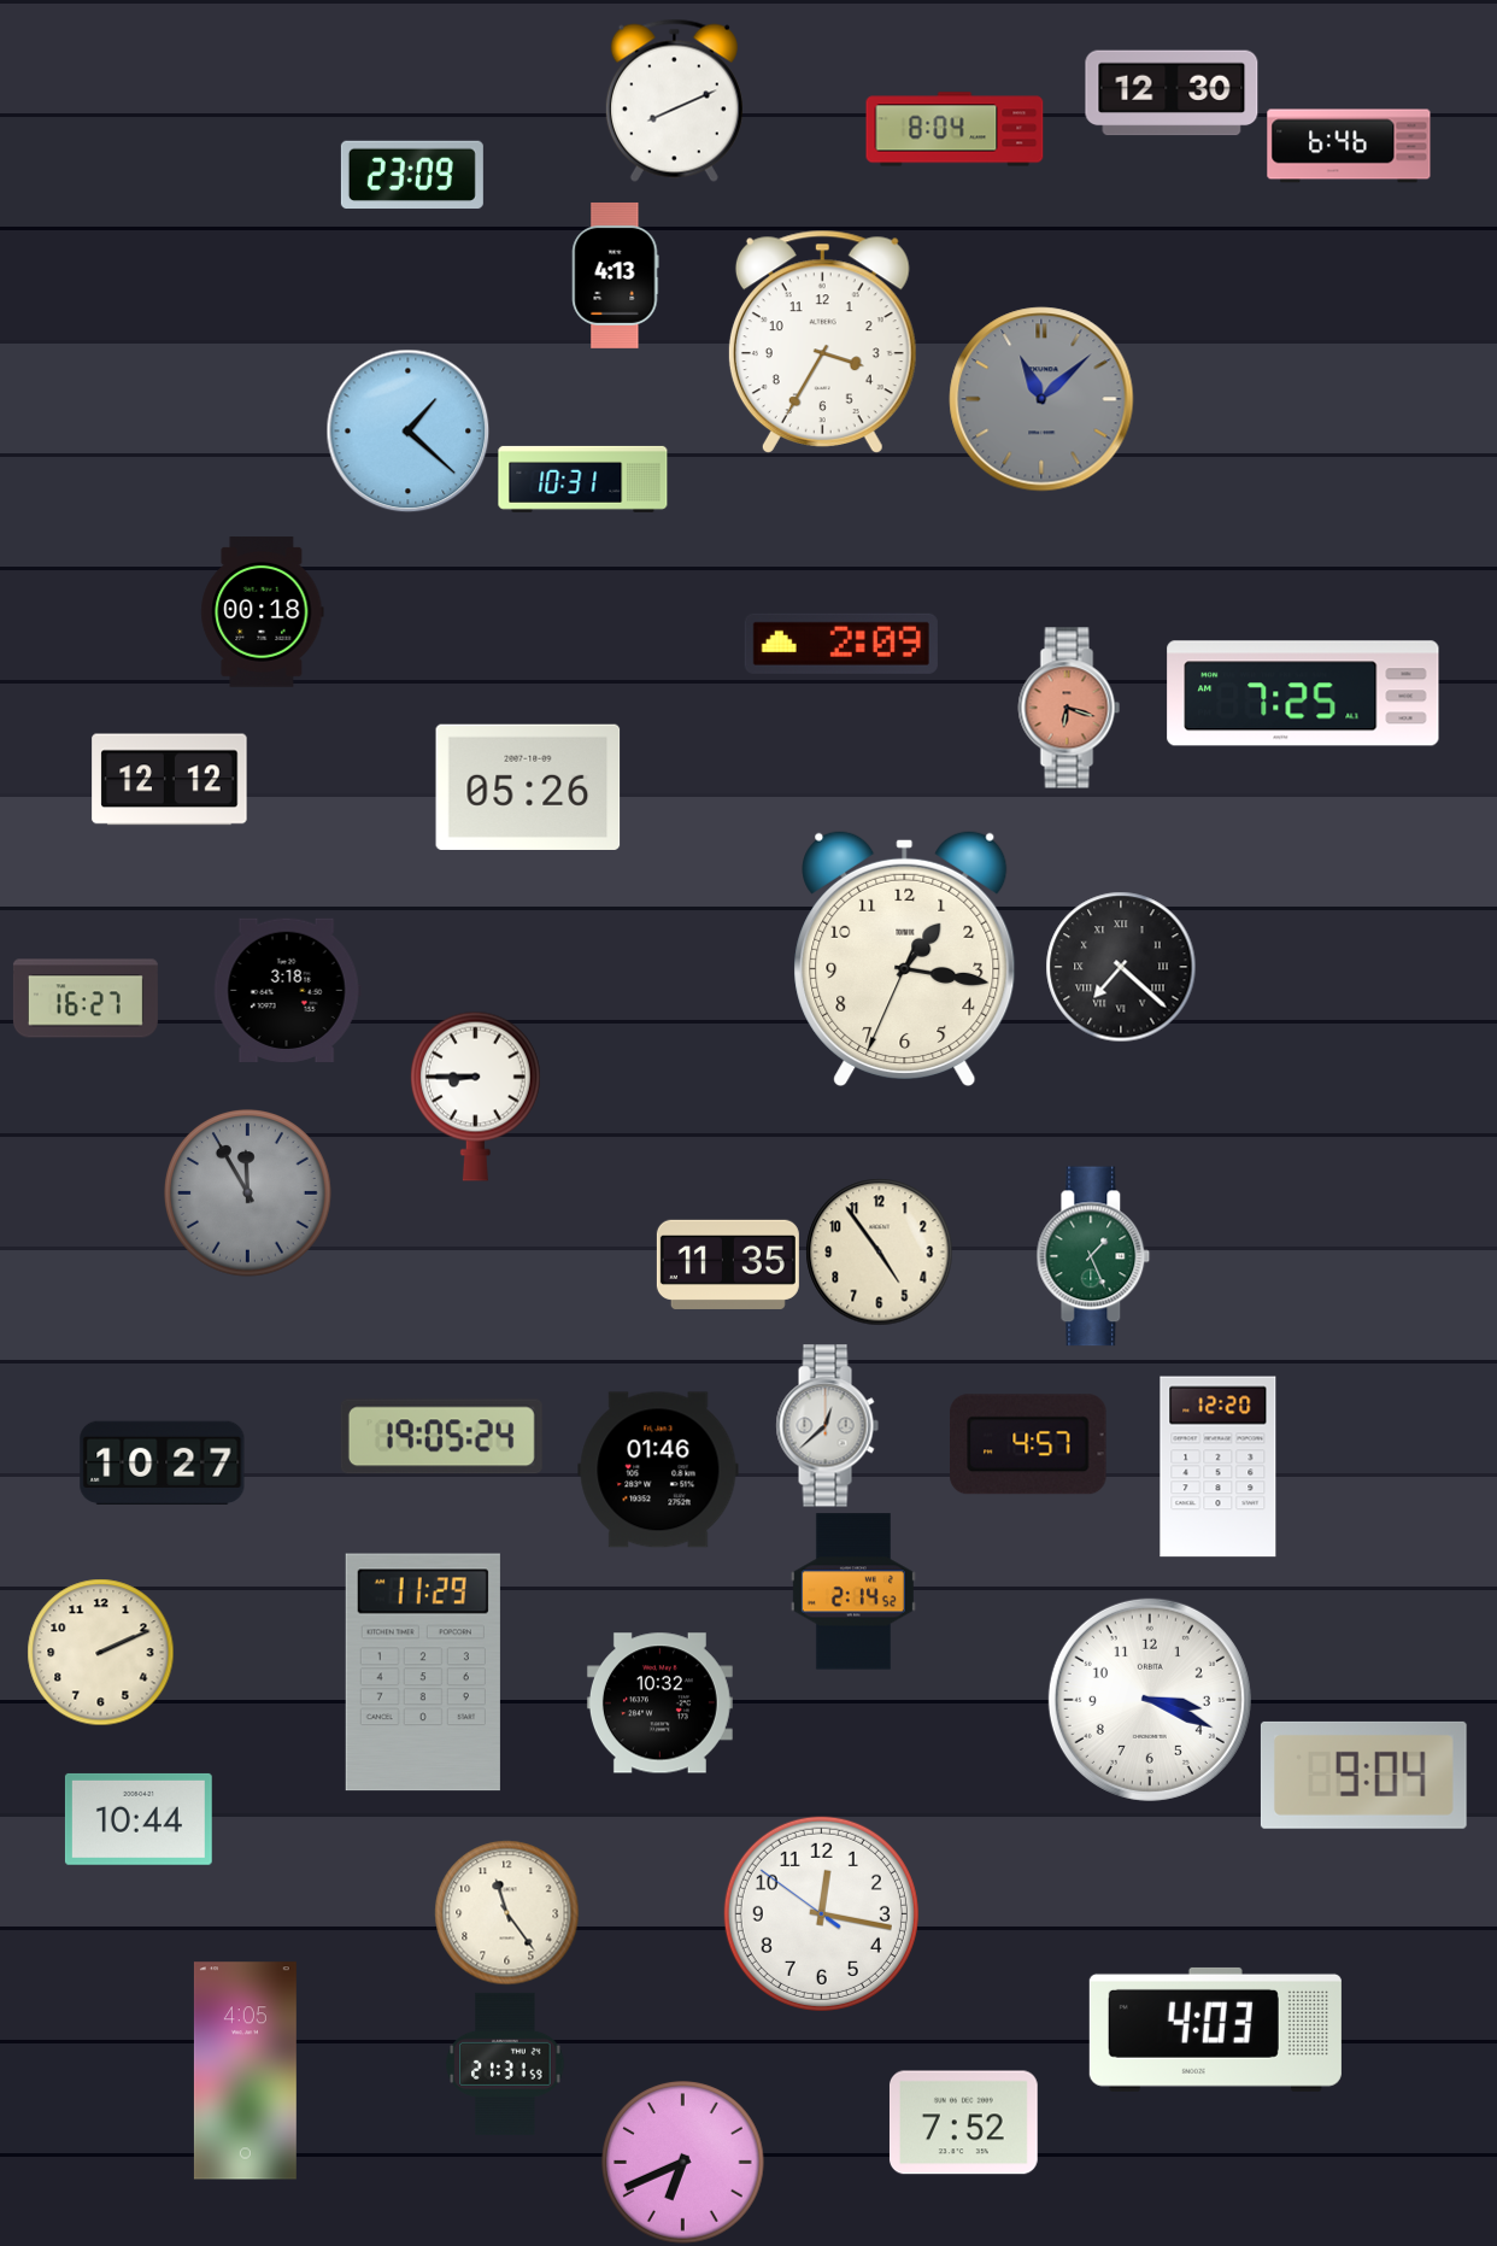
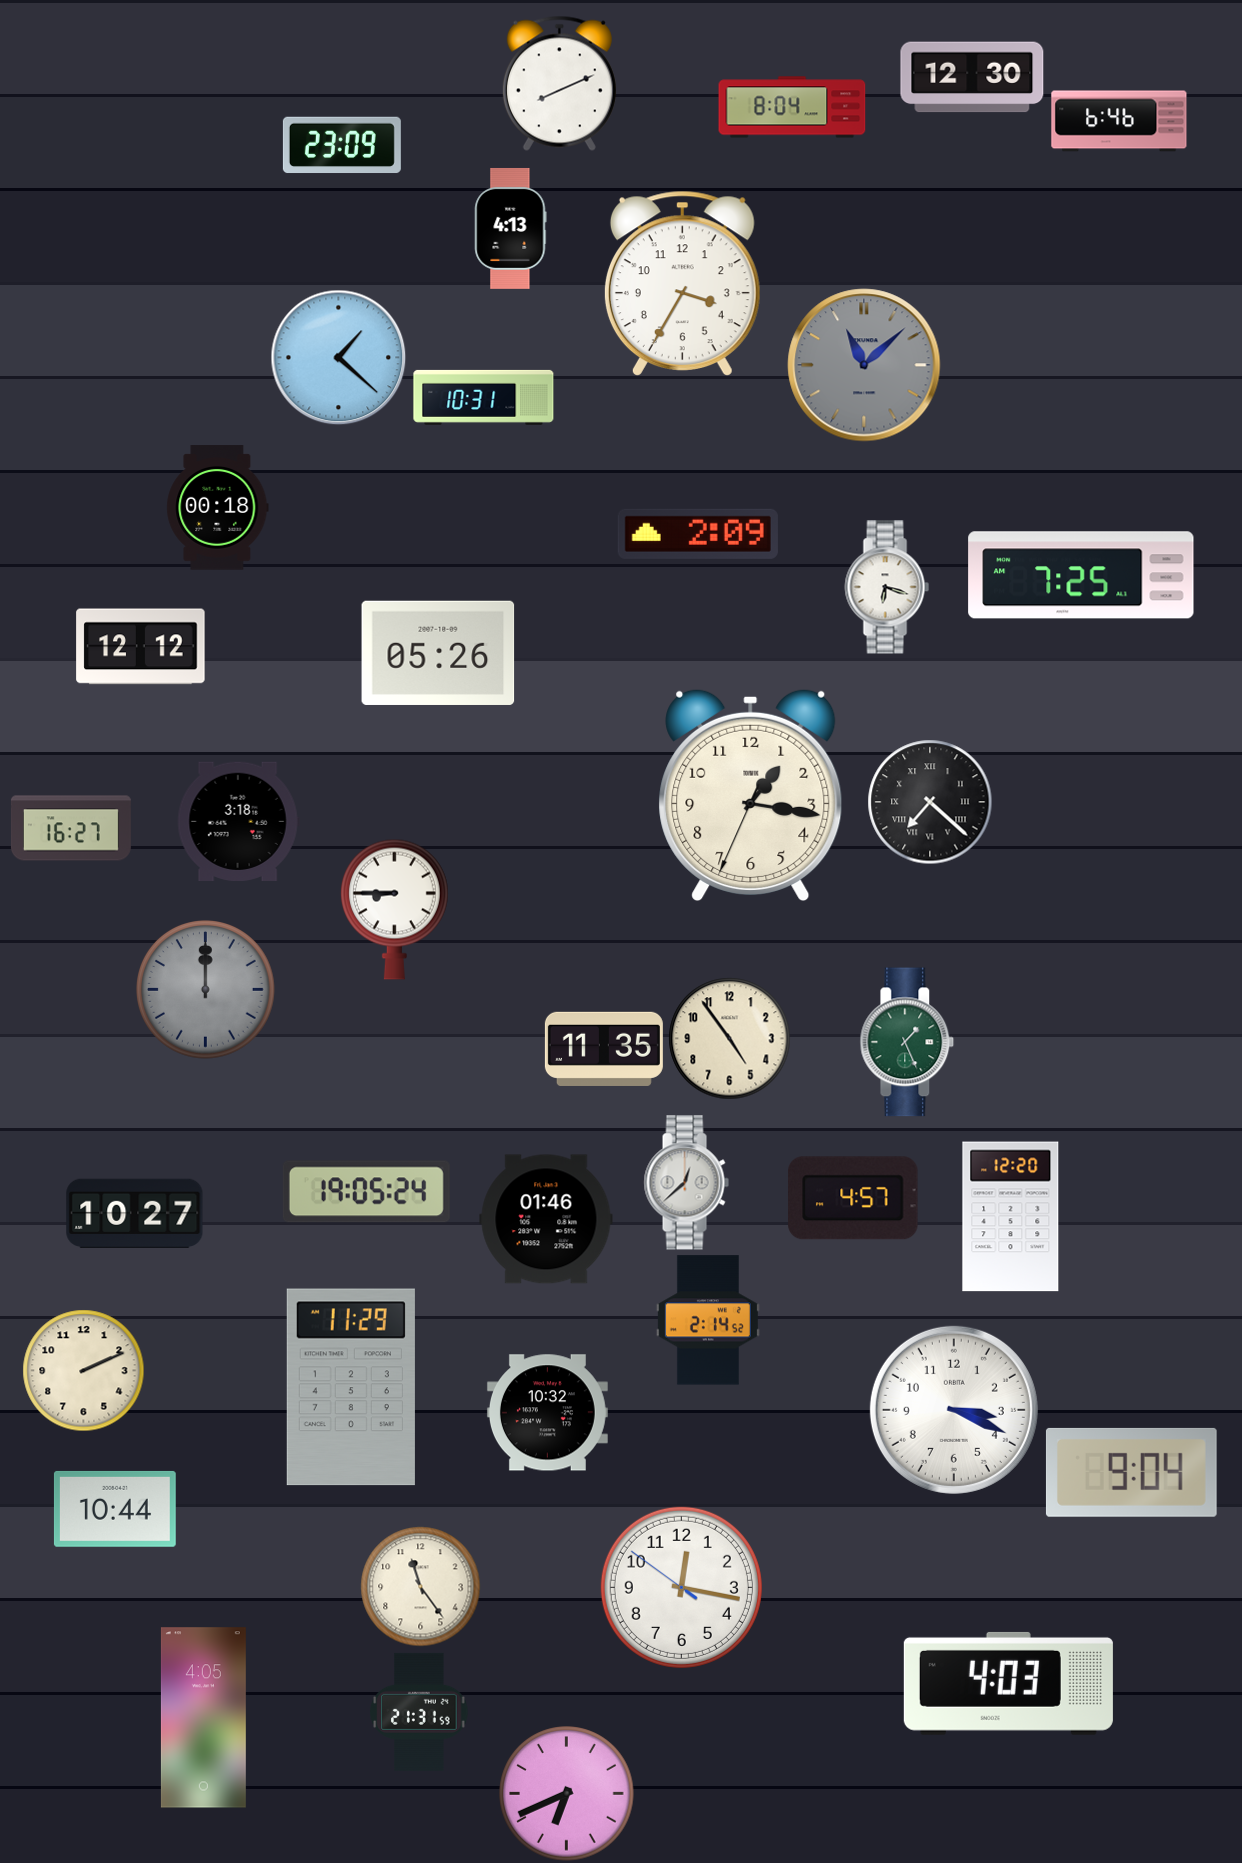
clock at (1041, 399) position: (1041, 399) -> (864, 365)
clock at (1069, 708) dial: salmon -> white
clock at (248, 1194): 11:55 -> 12:00
clock at (963, 2123): 7:52 -> none
